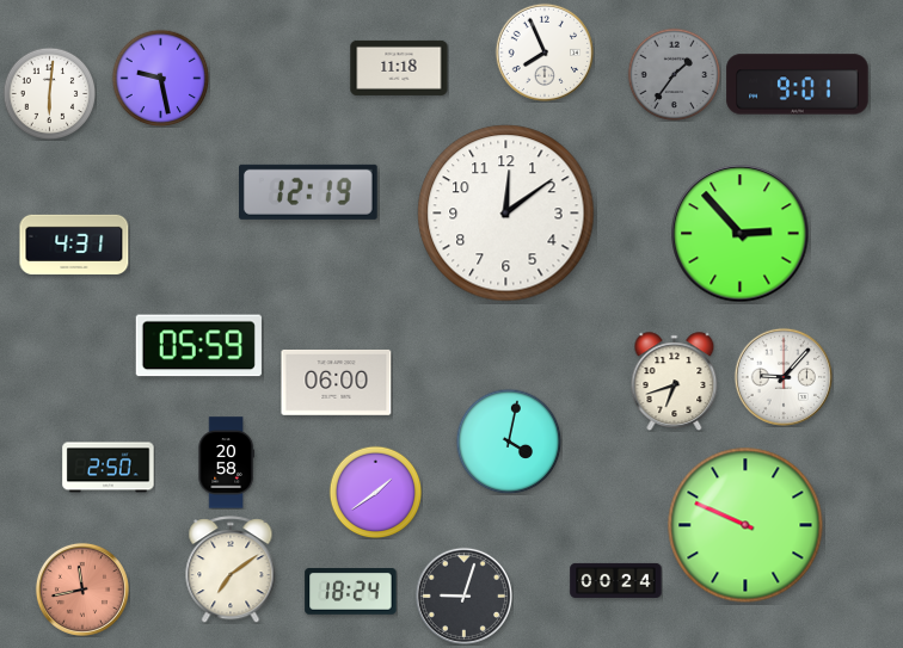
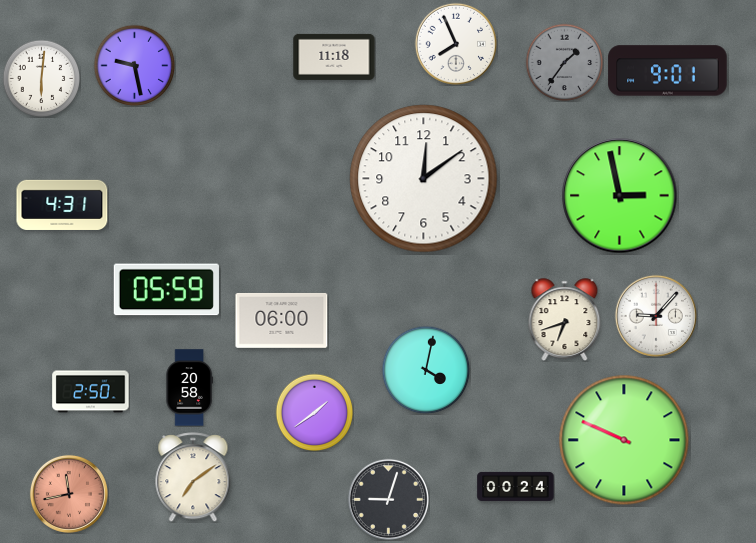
clock at (309, 192): 12:19 -> none
clock at (741, 234): 2:53 -> 2:58
clock at (351, 592): 18:24 -> none
